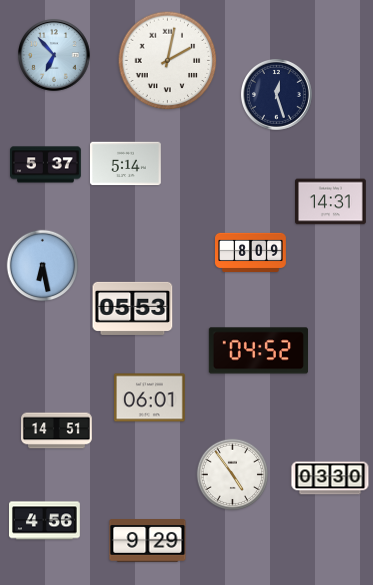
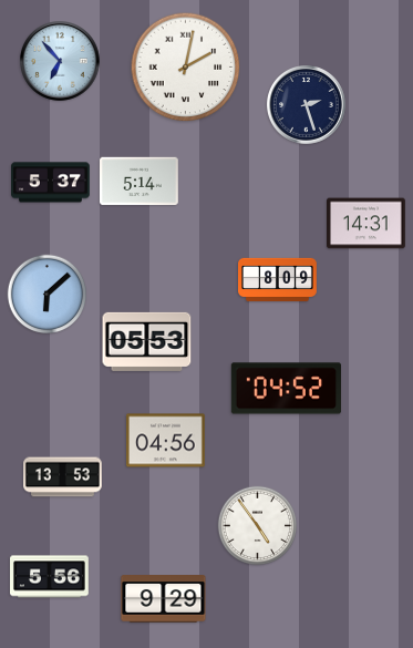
clock at (277, 95): 12:27 -> 2:27
clock at (43, 266): 6:28 -> 6:08
clock at (150, 398): 06:01 -> 04:56
clock at (57, 431): 14:51 -> 13:53
clock at (330, 478): 03:30 -> none
clock at (45, 521): 4:56 -> 5:56
